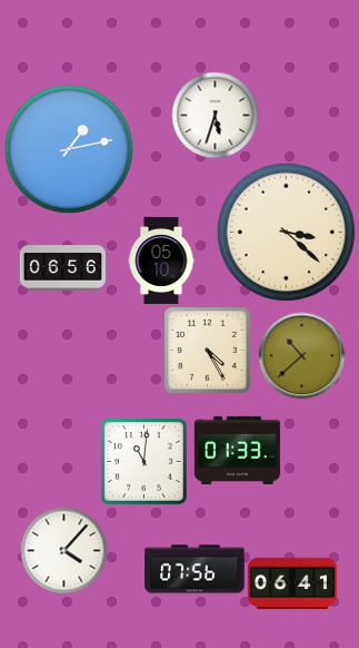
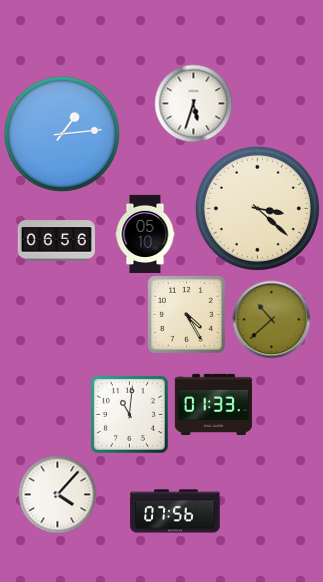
clock at (69, 149): 1:13 -> 1:14
clock at (292, 583): 06:41 -> none
